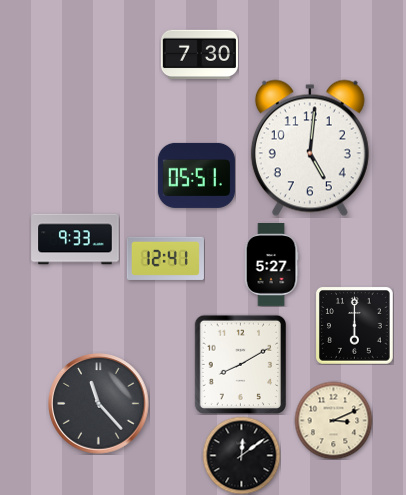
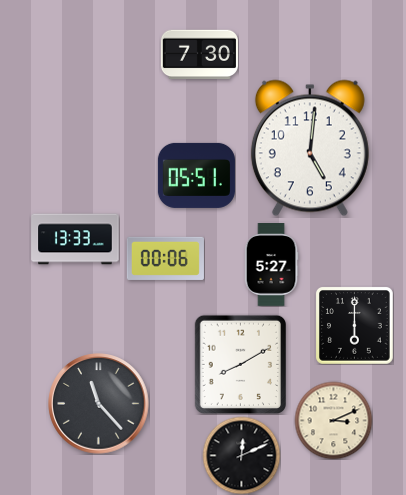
clock at (75, 239): 9:33 -> 13:33
clock at (165, 258): 12:41 -> 00:06
clock at (241, 455): 12:09 -> 12:11
